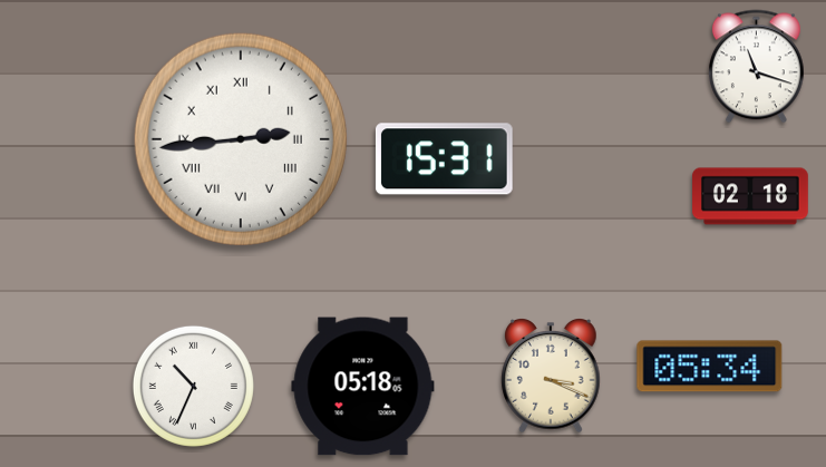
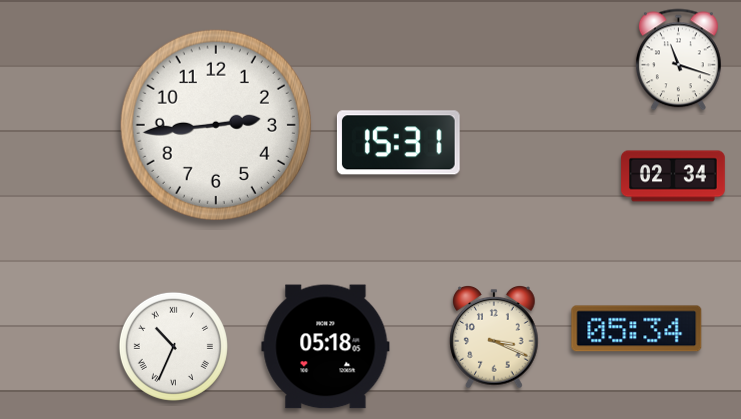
clock at (241, 139) numerals: Roman -> Arabic
clock at (750, 196): 02:18 -> 02:34
